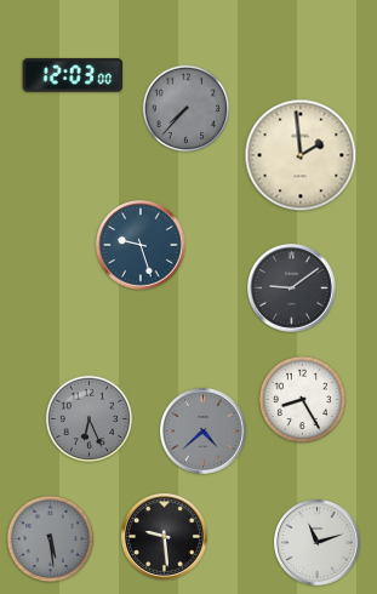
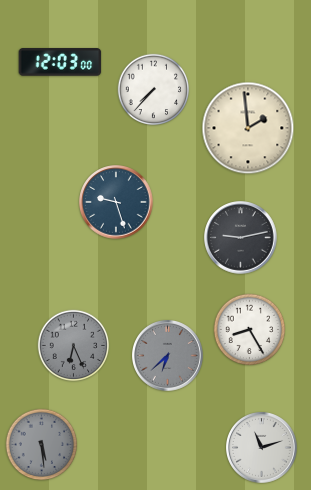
clock at (187, 109) dial: grey -> white
clock at (292, 289): 9:09 -> 9:13
clock at (204, 432): 4:38 -> 6:38
clock at (165, 537): 9:29 -> none
